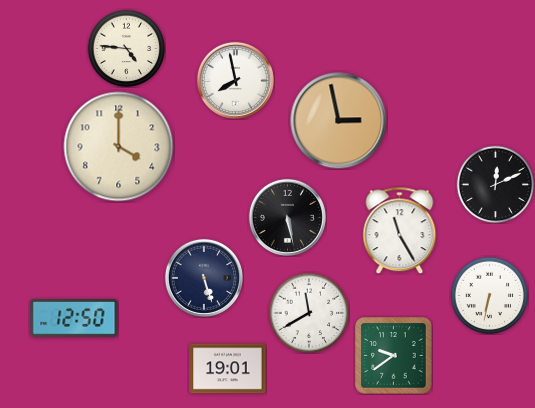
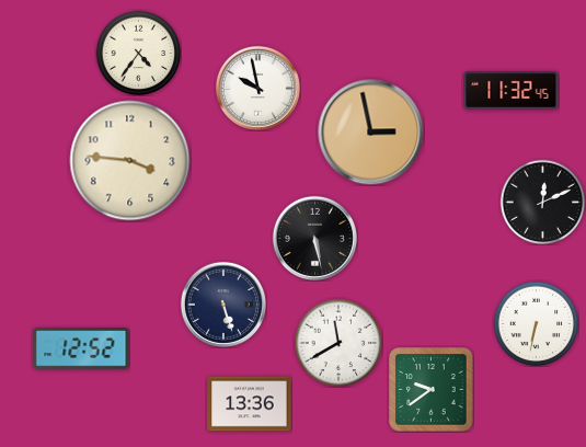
clock at (126, 48): 4:46 -> 4:36
clock at (235, 80): 7:58 -> 9:58
clock at (512, 90): none -> 11:32
clock at (119, 147): 4:00 -> 3:46
clock at (400, 230): 11:25 -> none
clock at (74, 318): 12:50 -> 12:52
clock at (228, 369): 19:01 -> 13:36
